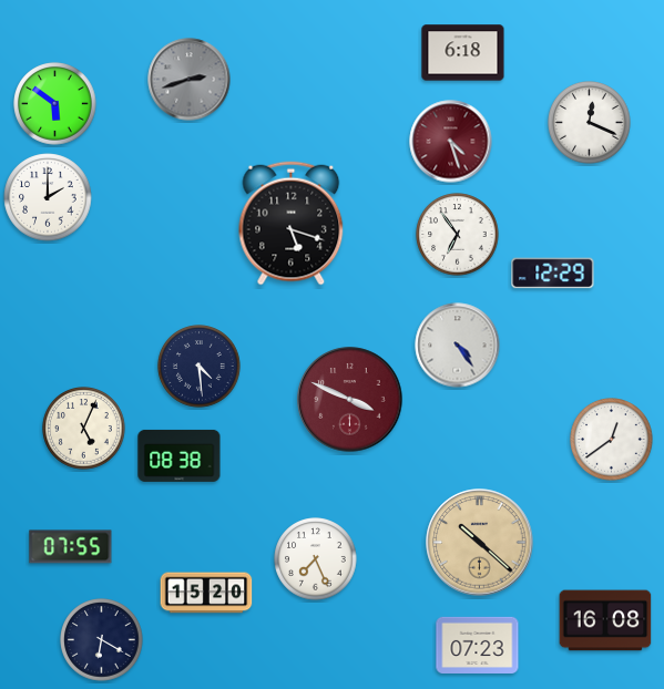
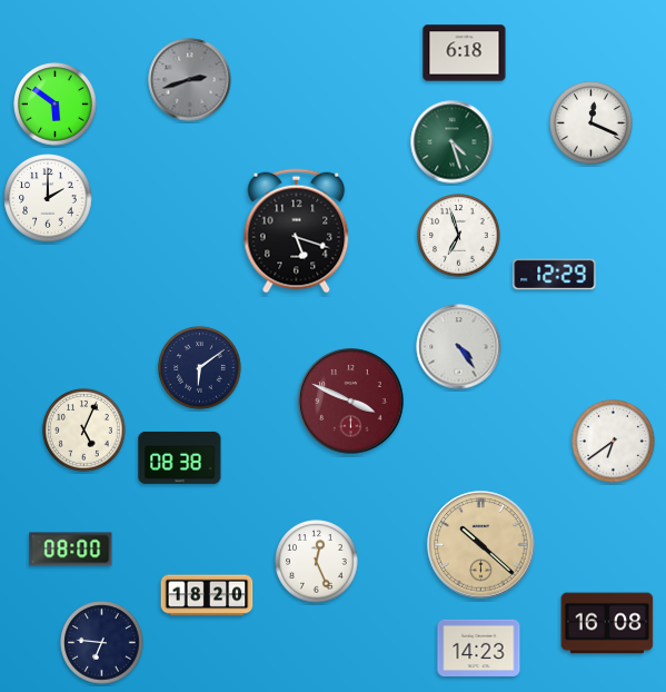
clock at (451, 142) dial: burgundy -> green
clock at (292, 224) position: (292, 224) -> (297, 231)
clock at (458, 235): 6:54 -> 6:57
clock at (200, 367): 4:29 -> 6:09
clock at (612, 440): 12:39 -> 6:39
clock at (71, 547): 07:55 -> 08:00
clock at (316, 559): 7:26 -> 12:26
clock at (206, 593): 15:20 -> 18:20
clock at (102, 640): 6:20 -> 6:46
clock at (478, 645): 07:23 -> 14:23
